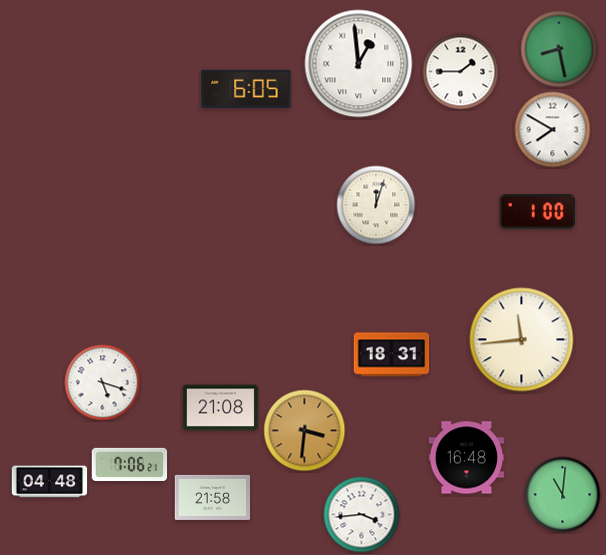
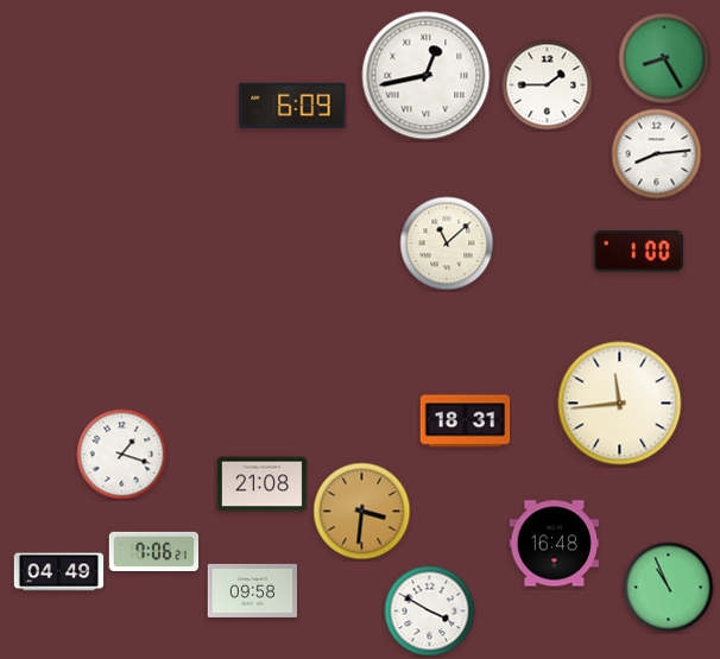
clock at (559, 49): 8:28 -> 8:25
clock at (359, 64): 12:59 -> 12:43
clock at (246, 88): 6:05 -> 6:09
clock at (553, 130): 7:50 -> 8:14
clock at (376, 205): 12:03 -> 11:08
clock at (103, 383): 5:18 -> 1:18
clock at (50, 482): 04:48 -> 04:49
clock at (563, 495): 11:01 -> 10:56
clock at (213, 497): 21:58 -> 09:58
clock at (362, 515): 3:44 -> 3:50
